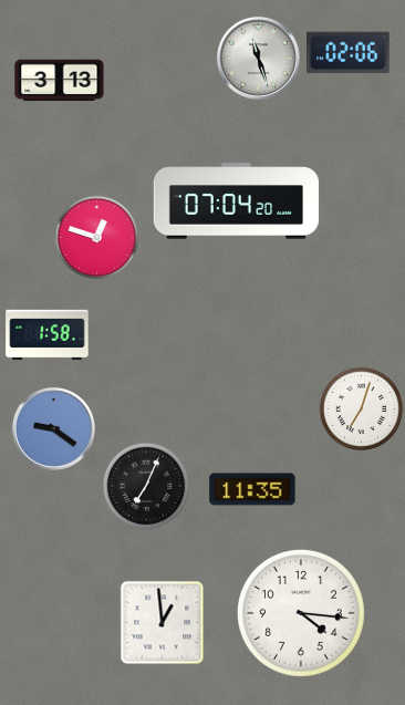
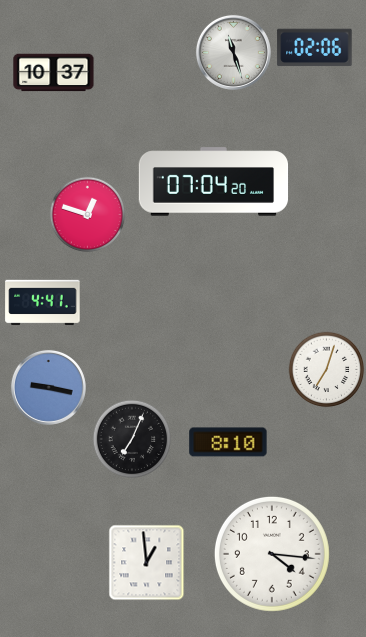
clock at (60, 81): 3:13 -> 10:37
clock at (48, 335): 1:58 -> 4:41
clock at (53, 428): 9:21 -> 9:17
clock at (252, 489): 11:35 -> 8:10
